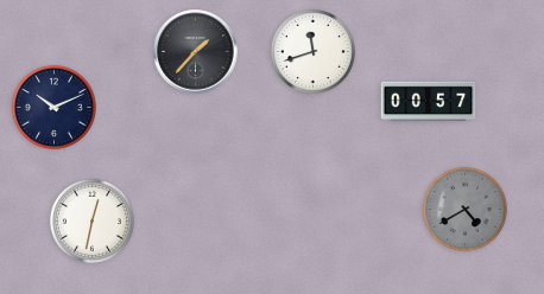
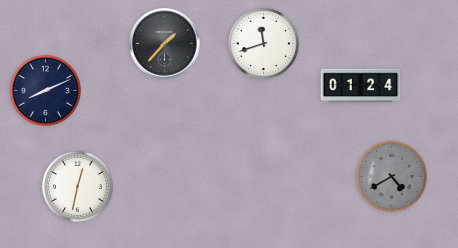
clock at (429, 102): 00:57 -> 01:24
clock at (53, 107): 10:11 -> 8:11
